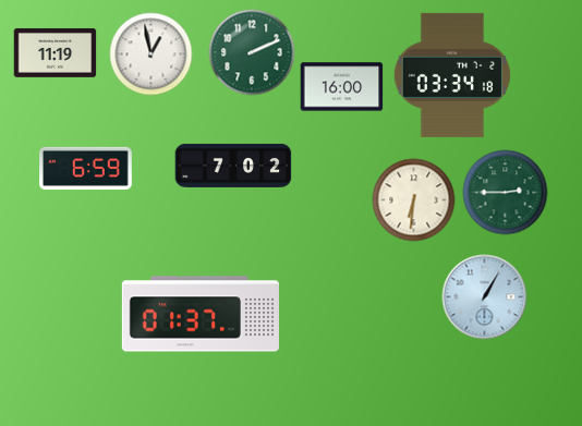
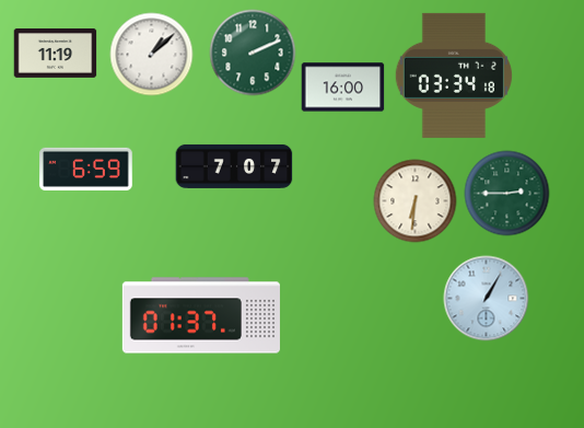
clock at (151, 54): 12:58 -> 1:08
clock at (233, 166): 7:02 -> 7:07
